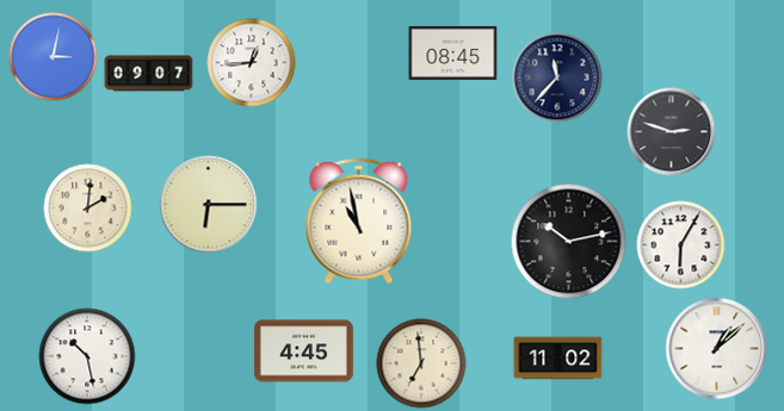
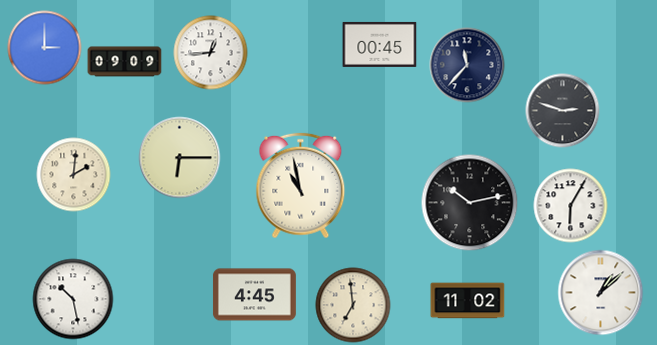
clock at (453, 52): 08:45 -> 00:45
clock at (54, 57): 3:02 -> 3:00
clock at (149, 74): 09:07 -> 09:09
clock at (209, 205) position: (209, 205) -> (180, 158)
clock at (569, 242) position: (569, 242) -> (470, 203)
